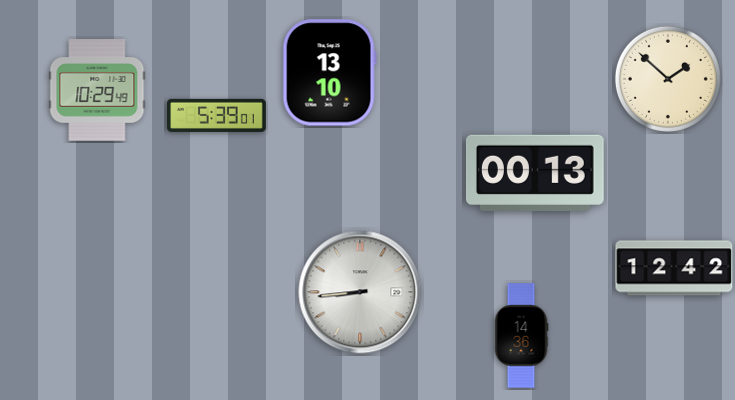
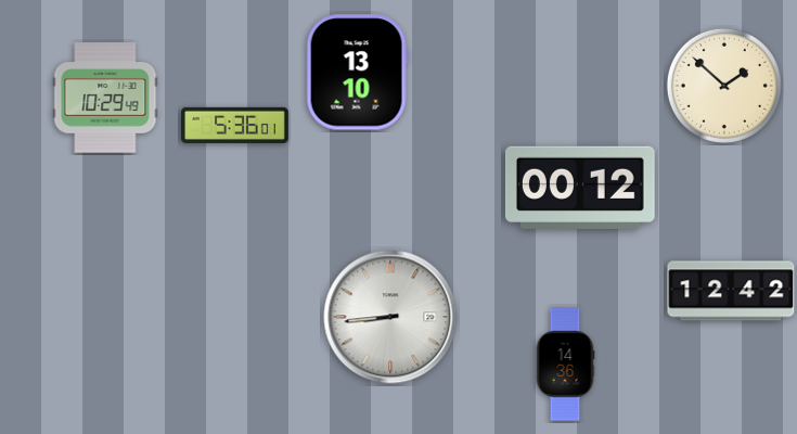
clock at (329, 73) position: (329, 73) -> (357, 73)
clock at (217, 115): 5:39 -> 5:36
clock at (535, 173): 00:13 -> 00:12
